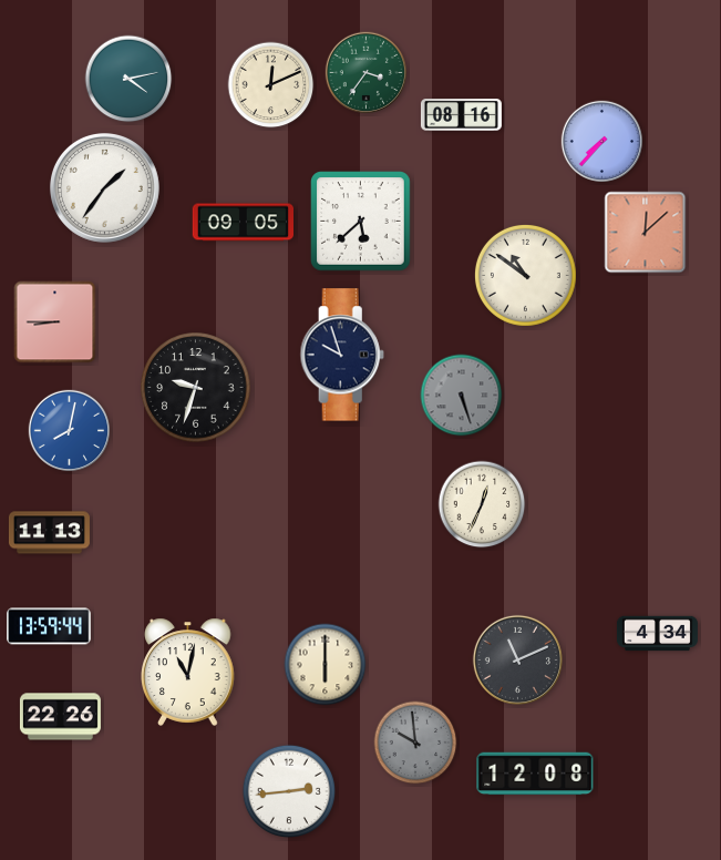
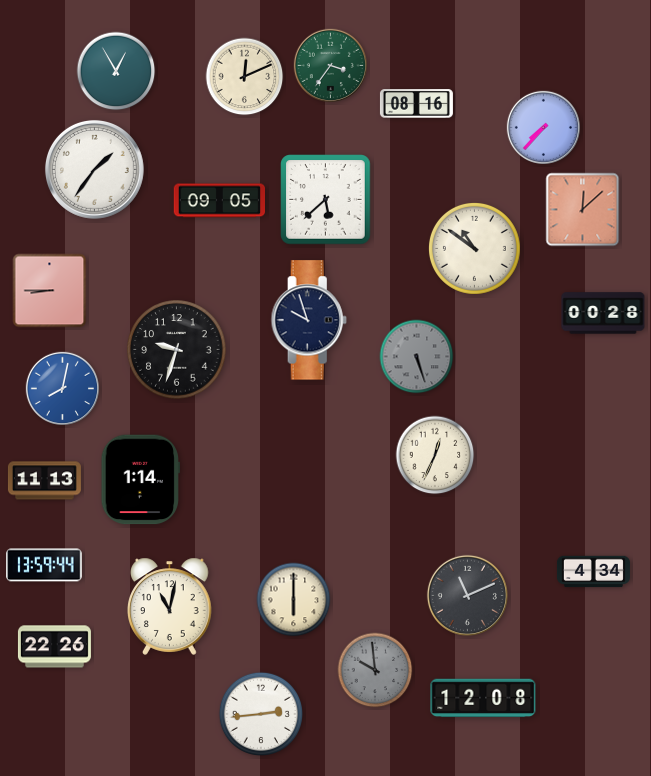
clock at (128, 79): 4:13 -> 12:55
clock at (603, 313): none -> 00:28
clock at (140, 480): none -> 1:14
